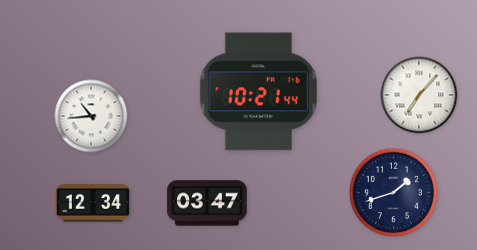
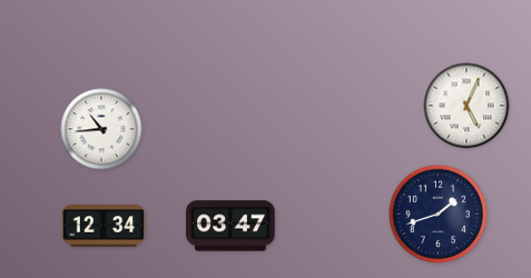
clock at (258, 92): 10:21 -> none
clock at (419, 95): 7:07 -> 5:04
